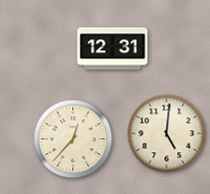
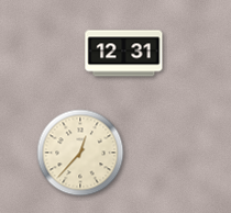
clock at (167, 134): 5:01 -> none
